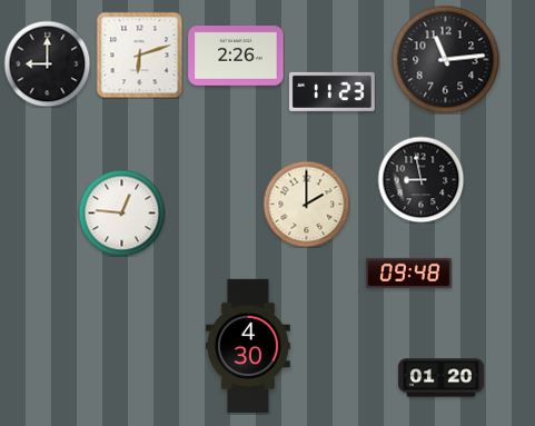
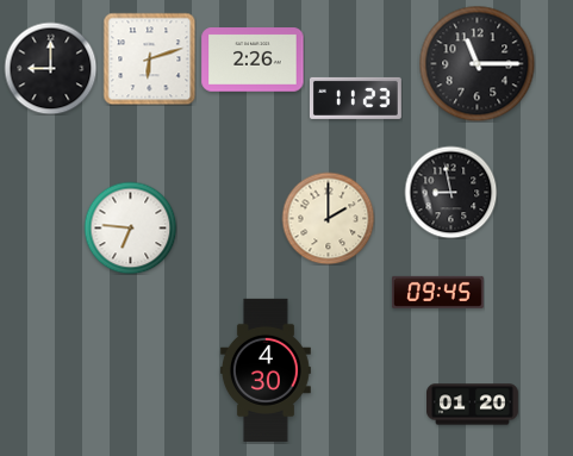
clock at (445, 59): 11:14 -> 11:15
clock at (121, 212): 12:46 -> 6:46
clock at (409, 273): 09:48 -> 09:45
